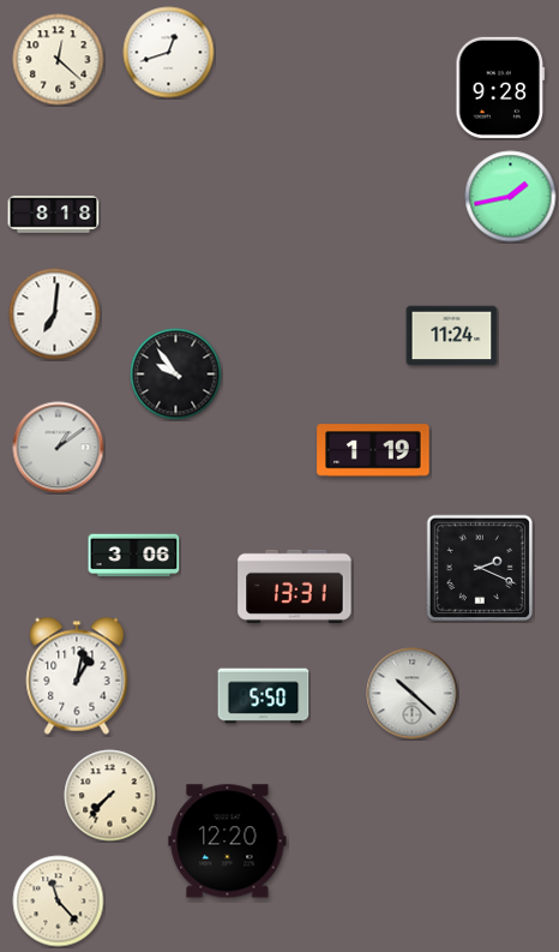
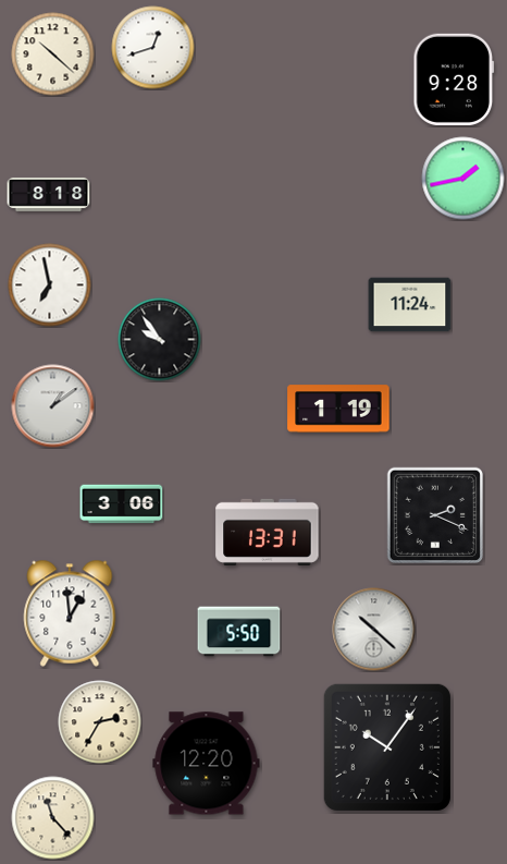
clock at (59, 60): 12:22 -> 10:22
clock at (55, 315): 7:01 -> 6:58
clock at (77, 676): 1:02 -> 12:59
clock at (110, 796): 7:37 -> 2:35
clock at (387, 747): none -> 10:06
